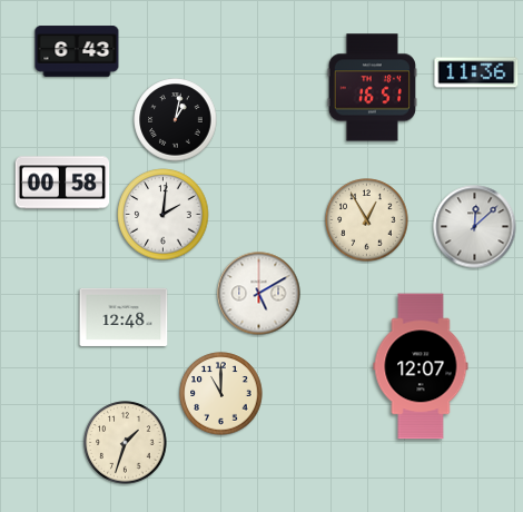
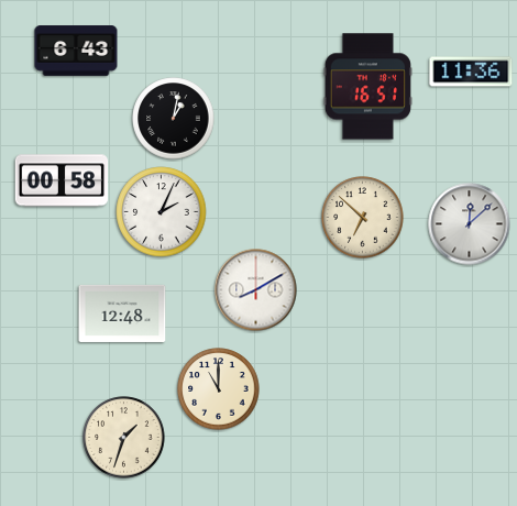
clock at (164, 215): 2:01 -> 2:04
clock at (367, 220): 12:55 -> 6:52
clock at (259, 294): 5:10 -> 8:10
clock at (421, 366): 12:07 -> none
